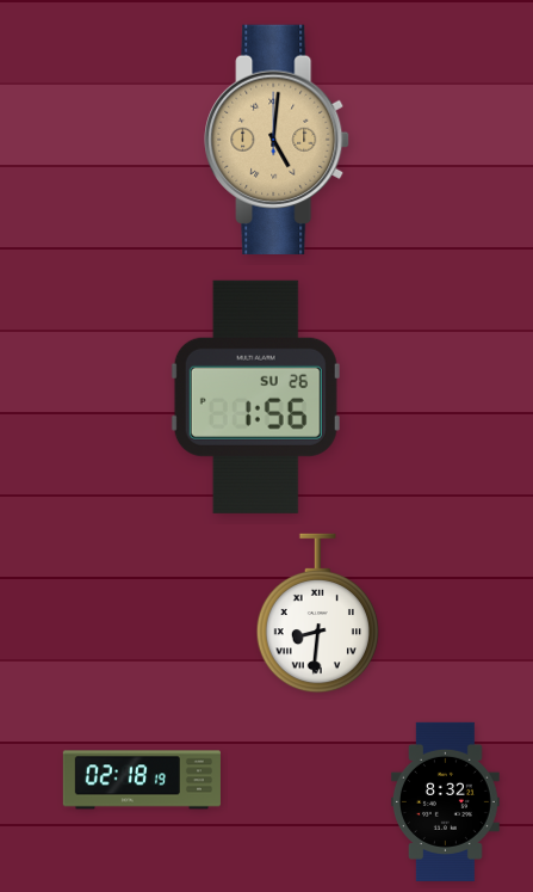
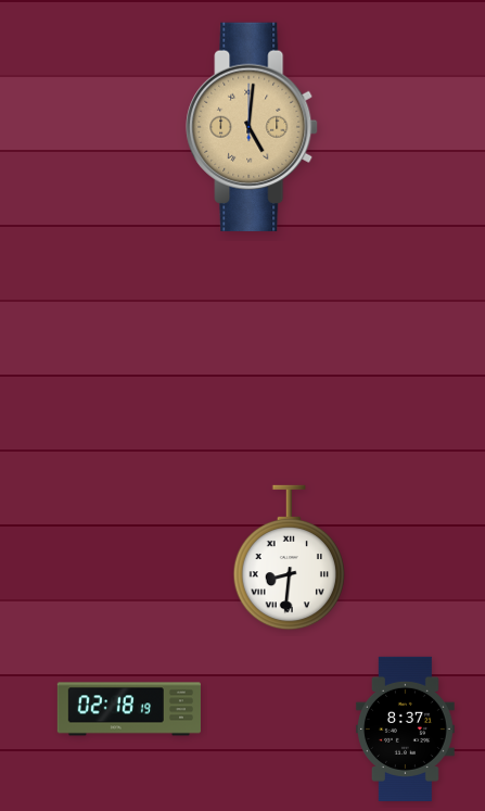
clock at (255, 396): 1:56 -> none
clock at (445, 801): 8:32 -> 8:37
